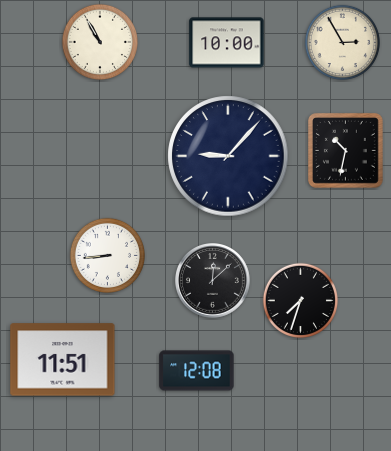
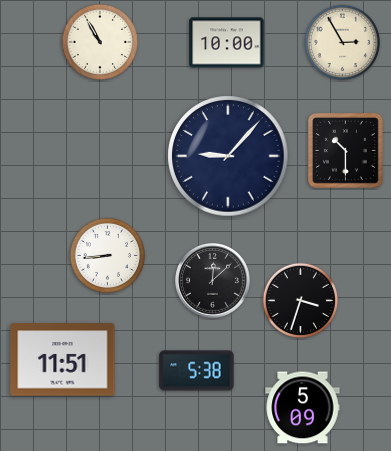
clock at (345, 150): 10:32 -> 10:30
clock at (300, 300): 7:33 -> 3:33
clock at (197, 371): 12:08 -> 5:38
clock at (303, 408): none -> 5:09
